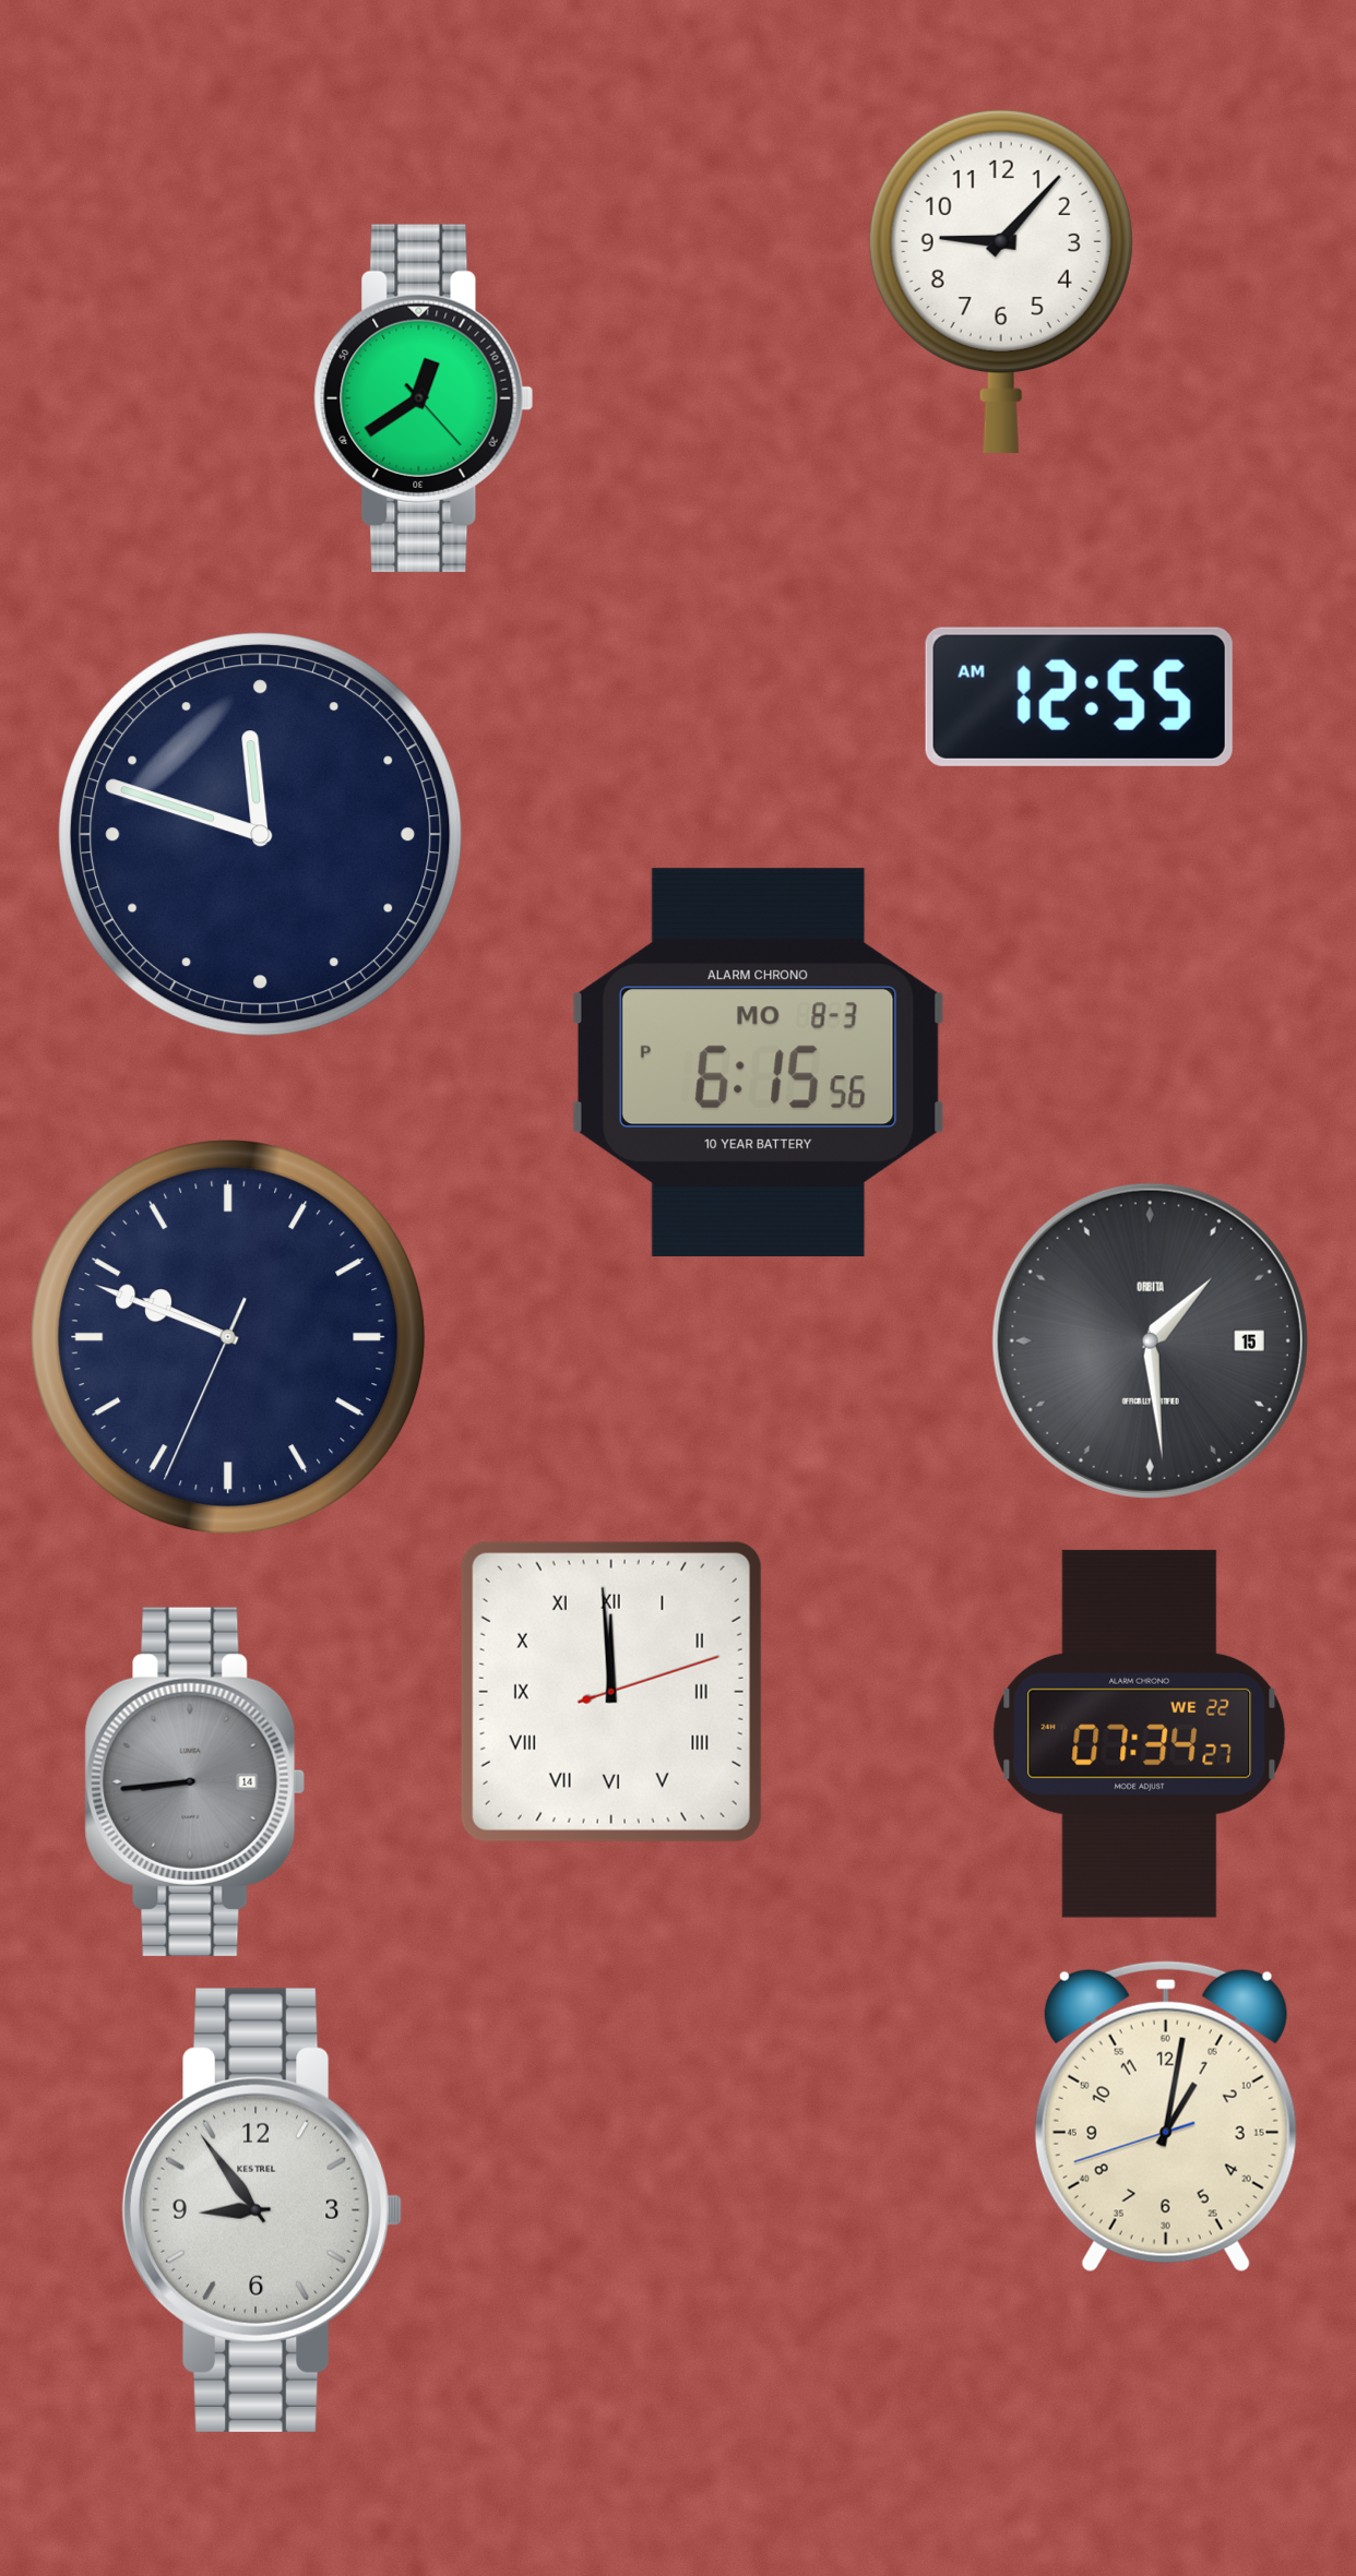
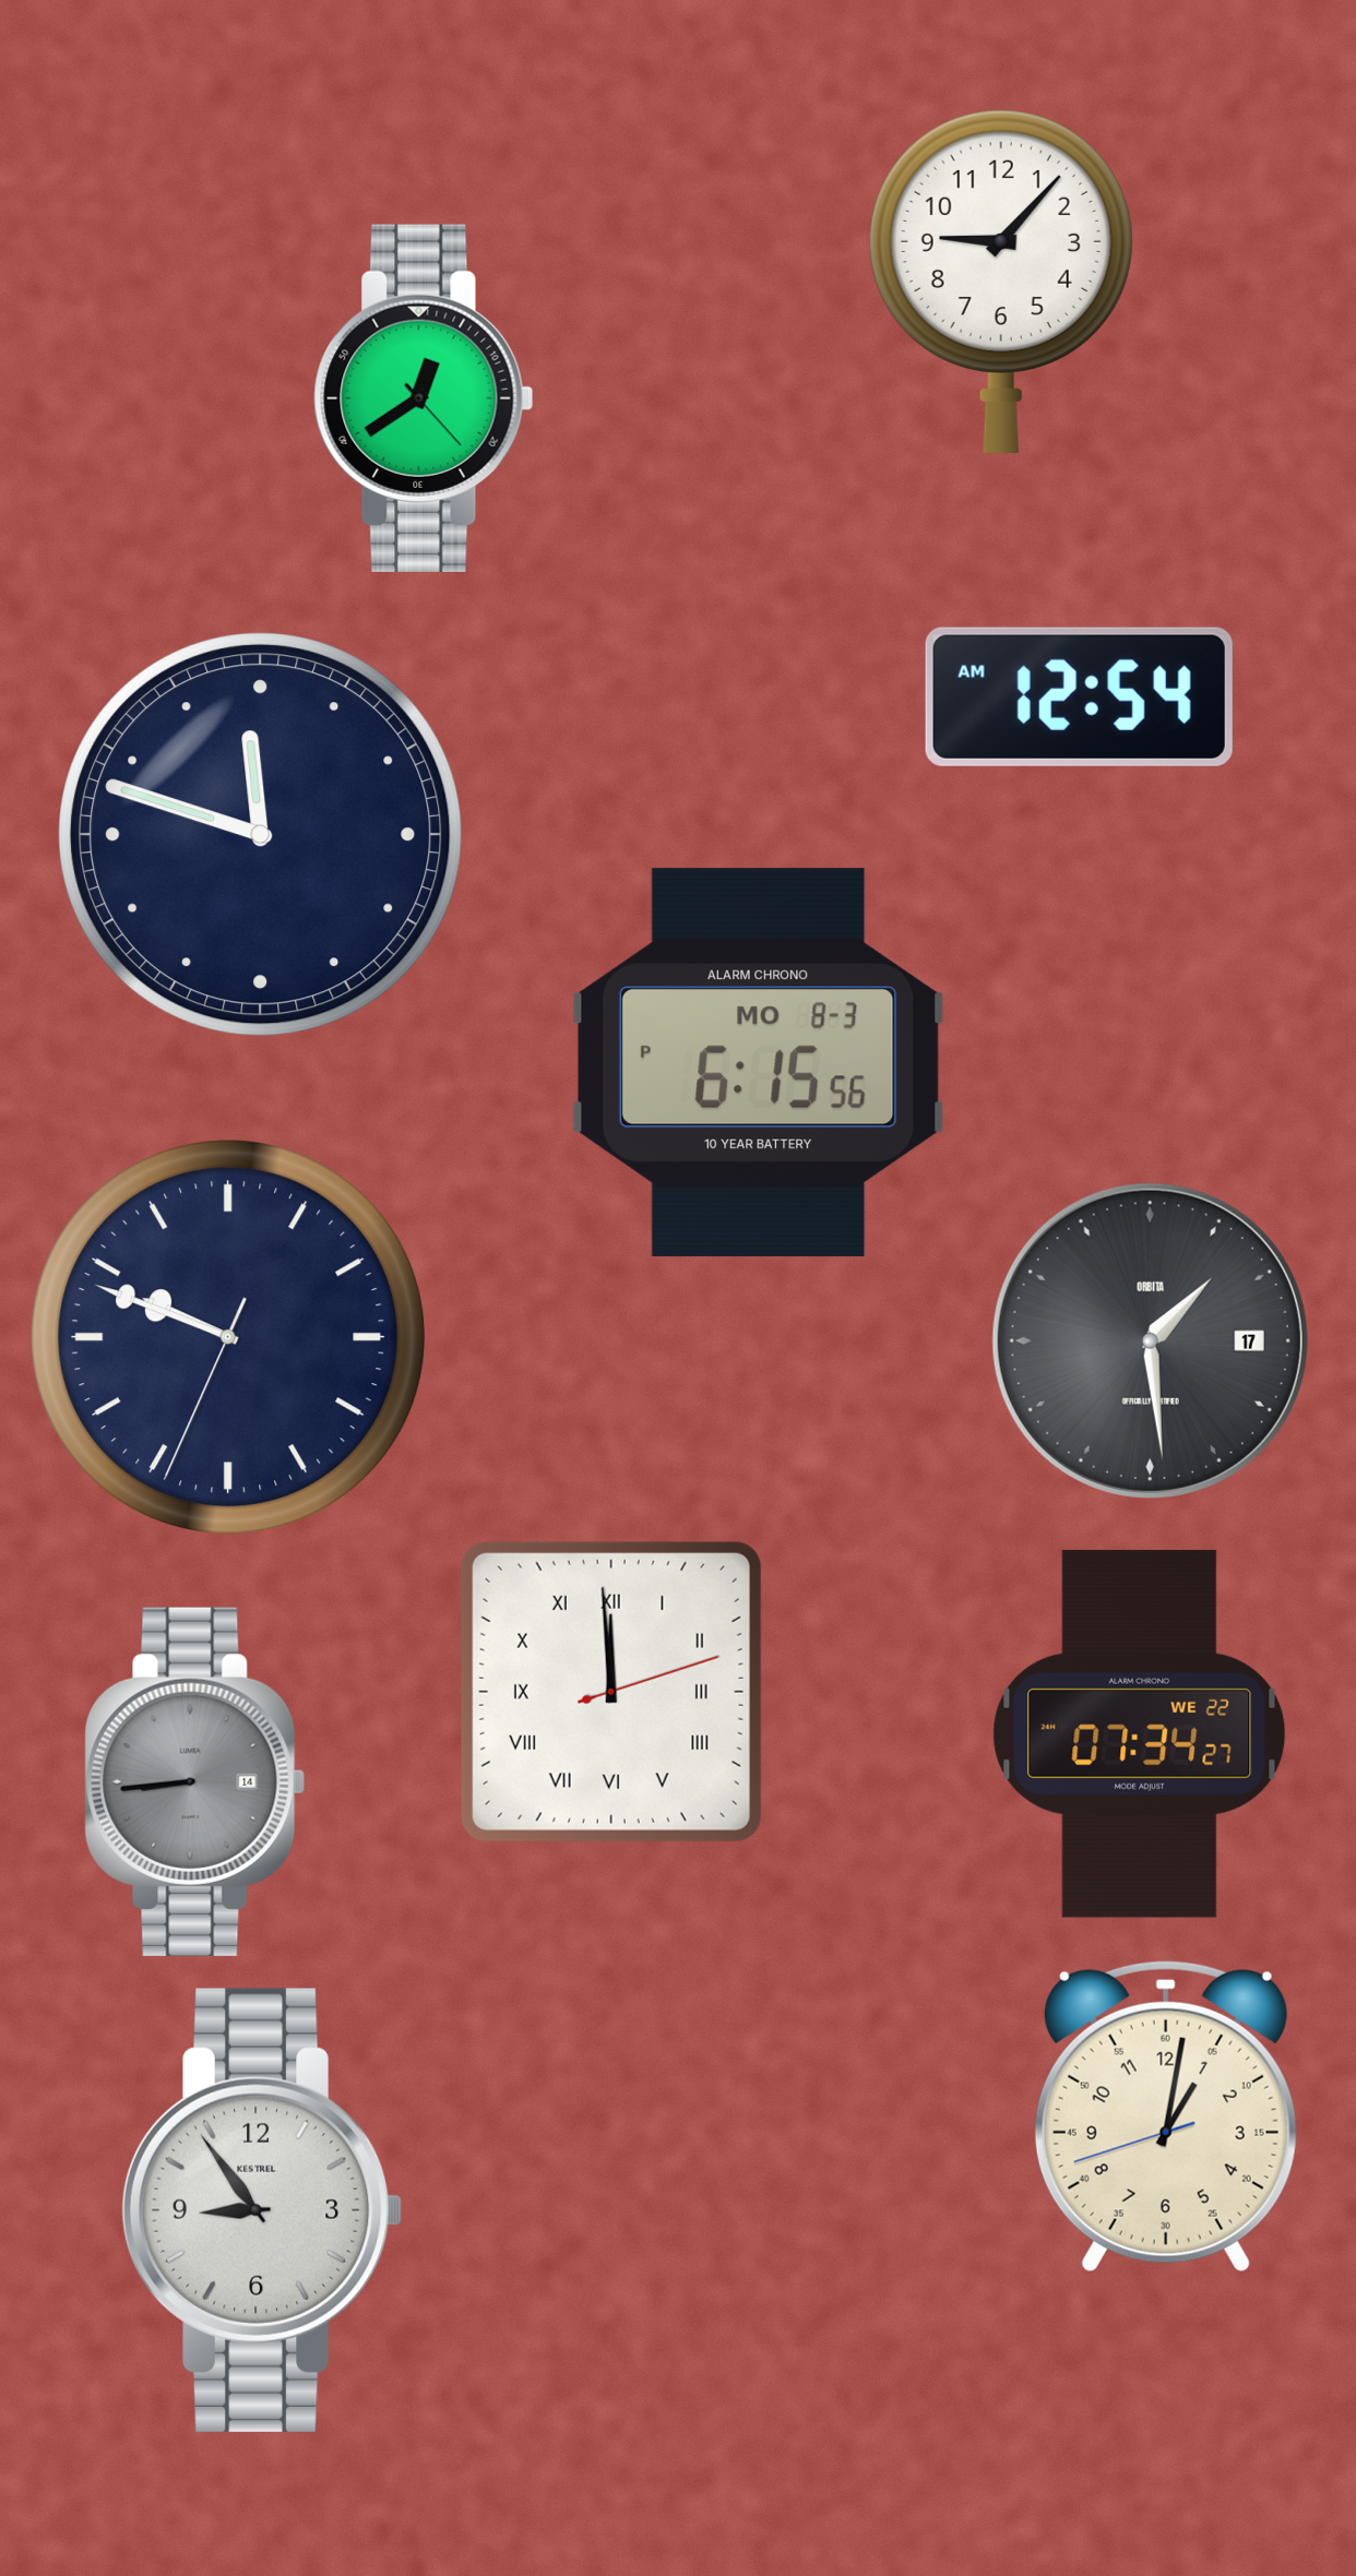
clock at (1079, 696): 12:55 -> 12:54
clock at (1150, 1340) date: 15 -> 17
